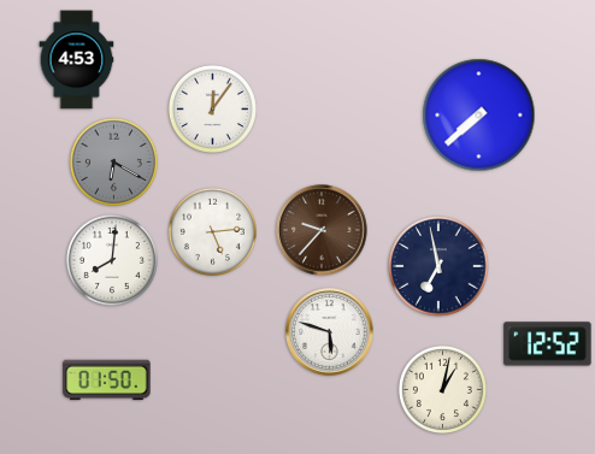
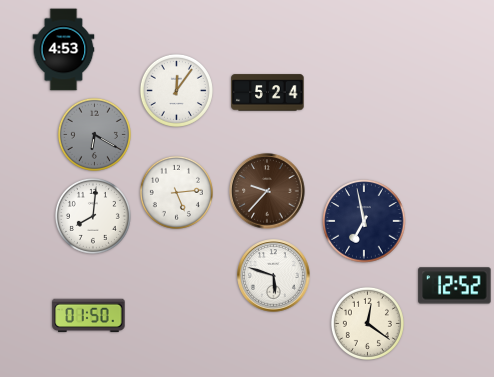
clock at (268, 93): none -> 5:24
clock at (479, 116): 7:38 -> none
clock at (442, 389): 1:02 -> 12:21
